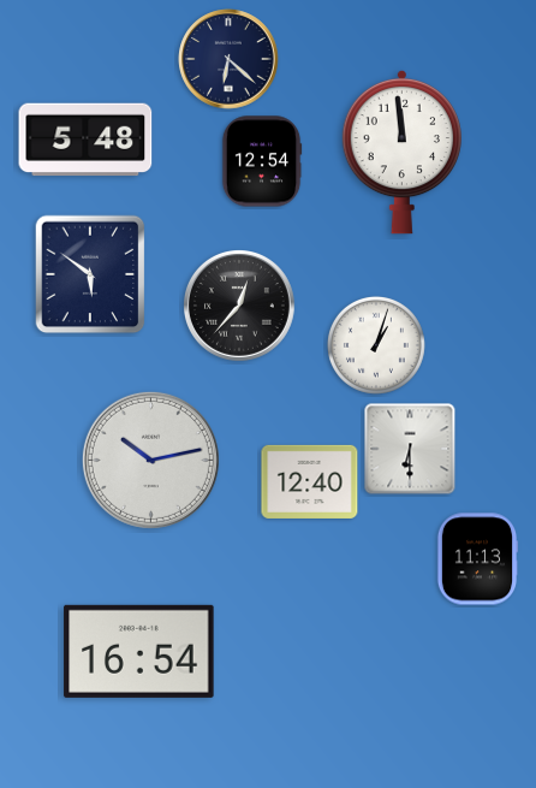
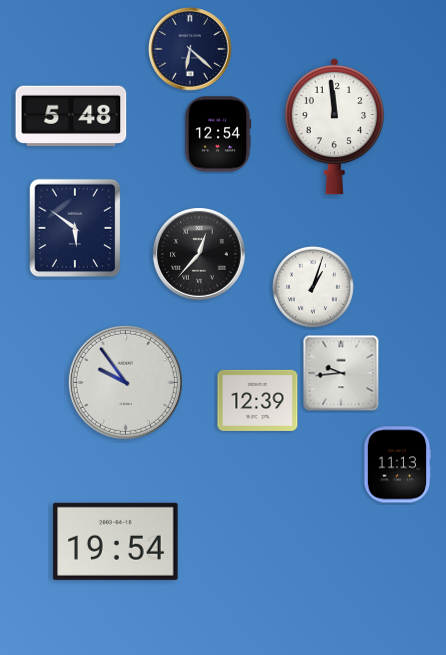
clock at (410, 449): 6:30 -> 9:44
clock at (150, 460): 10:13 -> 9:54
clock at (310, 481): 12:40 -> 12:39
clock at (139, 651): 16:54 -> 19:54
